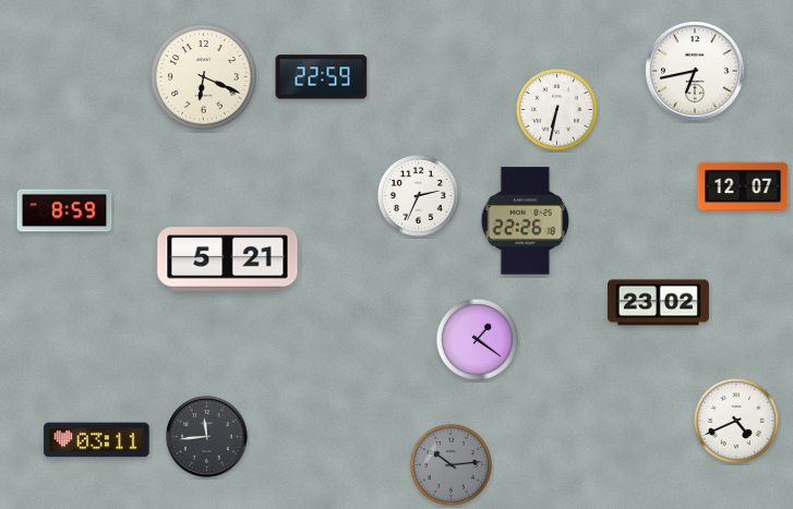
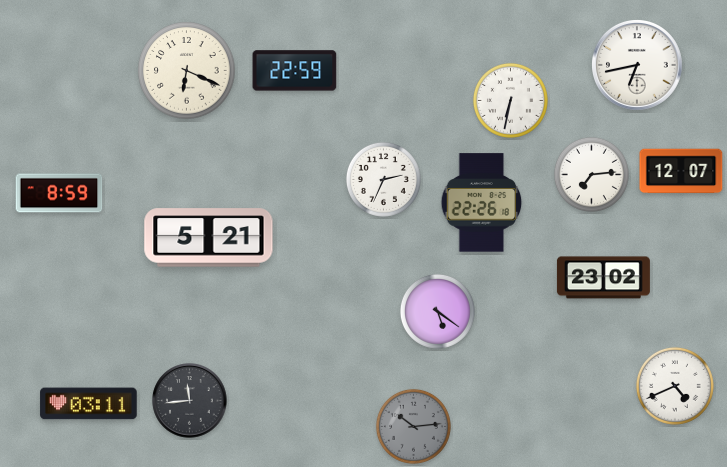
clock at (591, 174): none -> 7:14
clock at (477, 339): 1:21 -> 5:21
